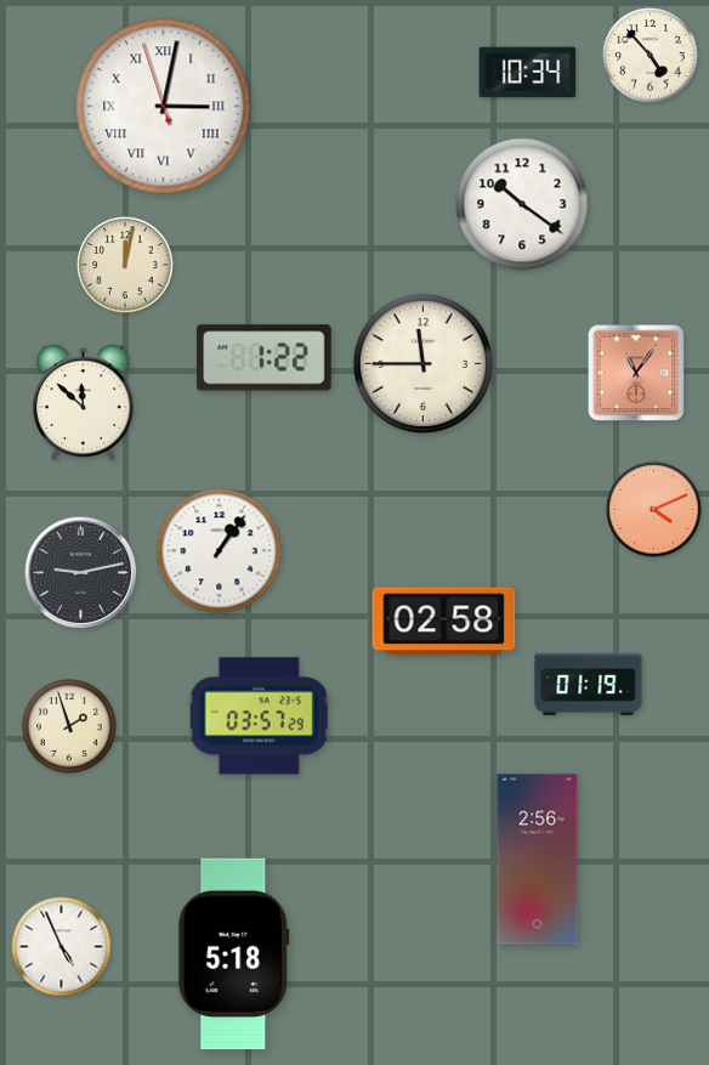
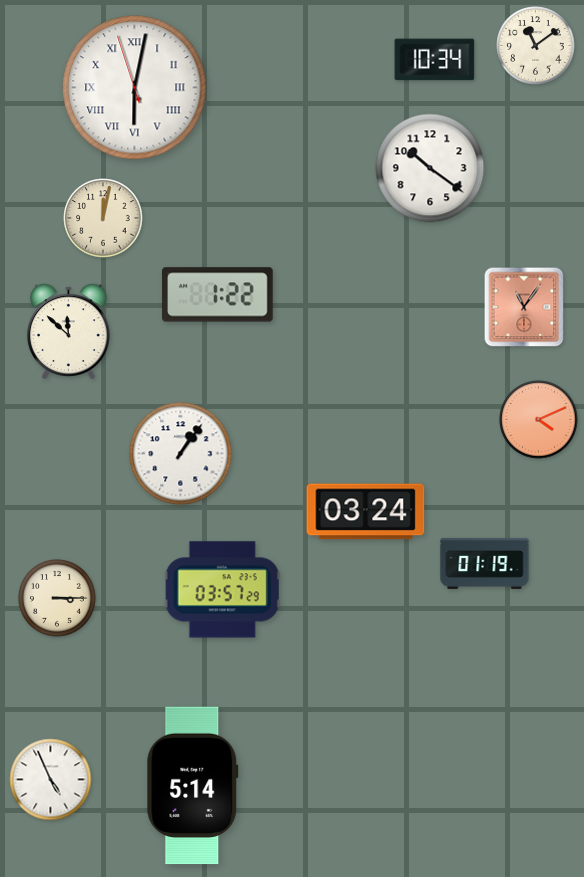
clock at (651, 56): 4:53 -> 11:09
clock at (164, 107): 3:01 -> 6:01
clock at (422, 363): 11:45 -> none
clock at (81, 573): 9:13 -> none
clock at (444, 622): 02:58 -> 03:24
clock at (259, 716) position: (259, 716) -> (222, 590)
clock at (69, 726): 1:57 -> 3:15
clock at (538, 860): 2:56 -> none
clock at (234, 954): 5:18 -> 5:14
